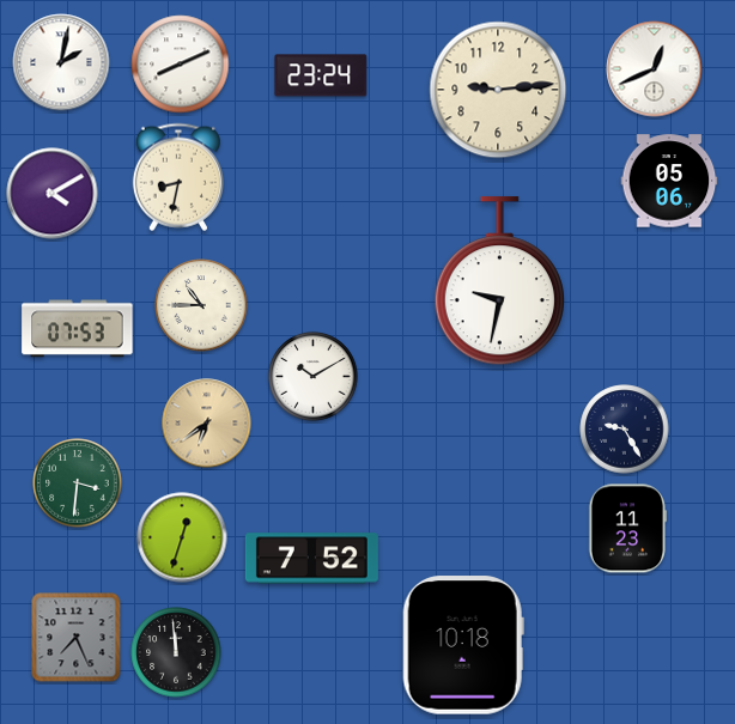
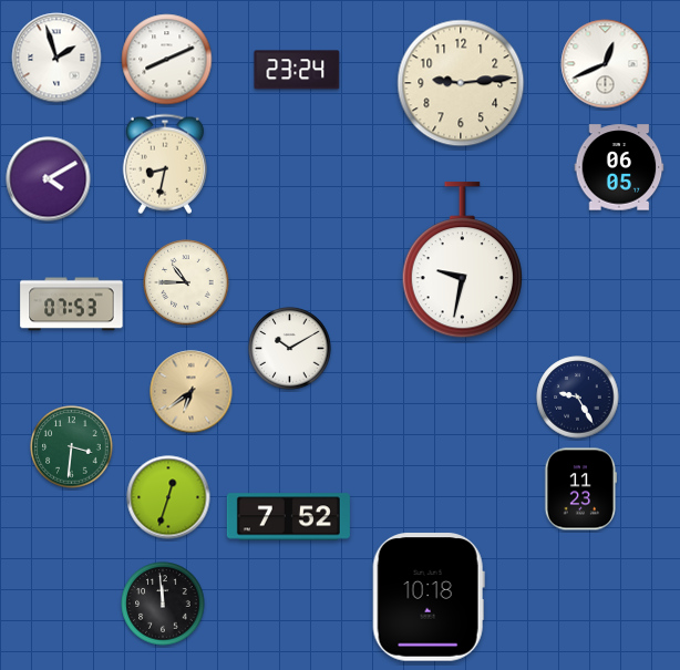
clock at (61, 62): 2:02 -> 1:57
clock at (669, 181): 05:06 -> 06:05
clock at (77, 638): 7:26 -> none
